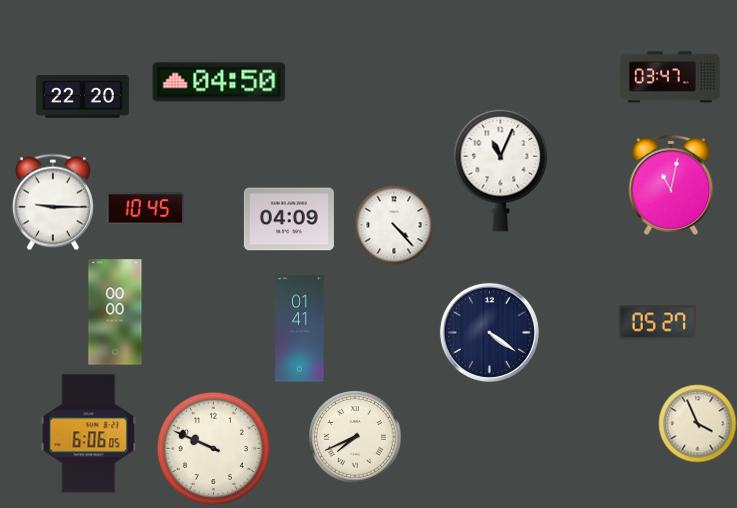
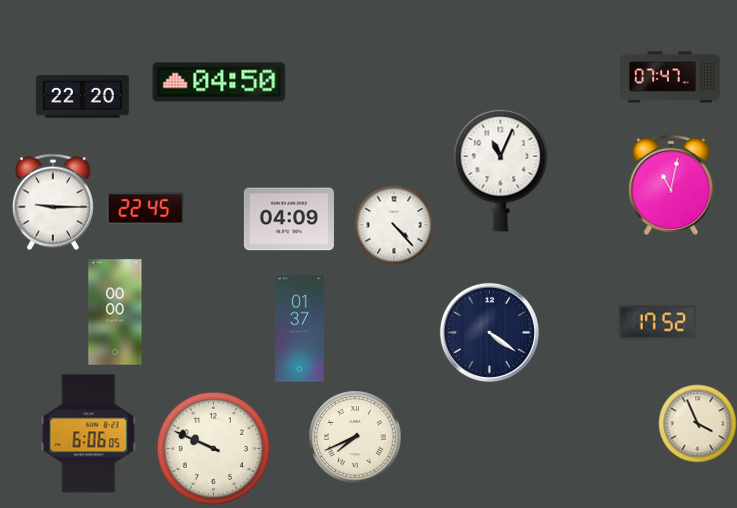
clock at (670, 77): 03:47 -> 07:47
clock at (145, 209): 10:45 -> 22:45
clock at (657, 323): 05:27 -> 17:52
clock at (300, 329): 01:41 -> 01:37
